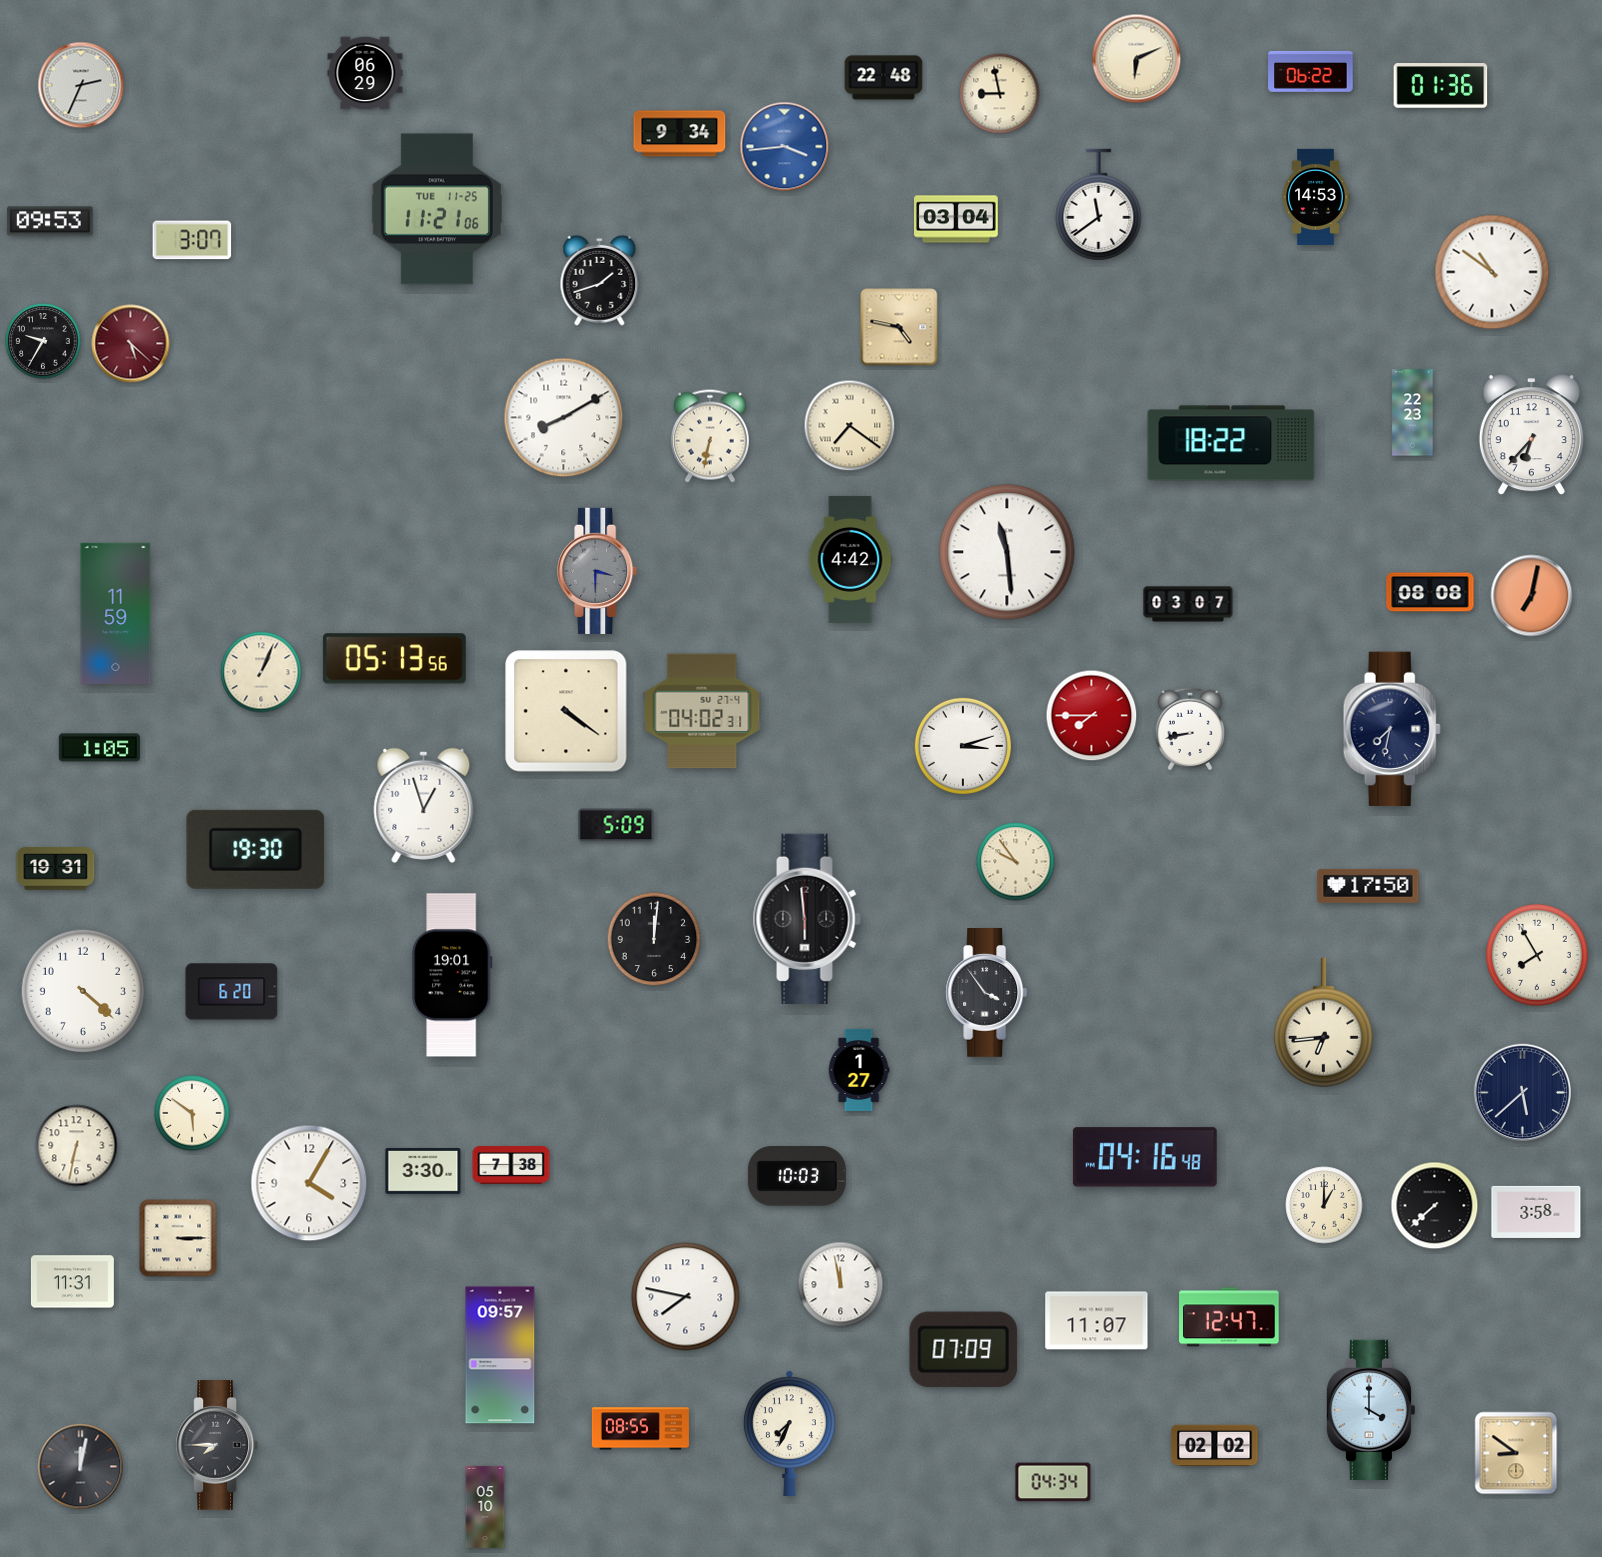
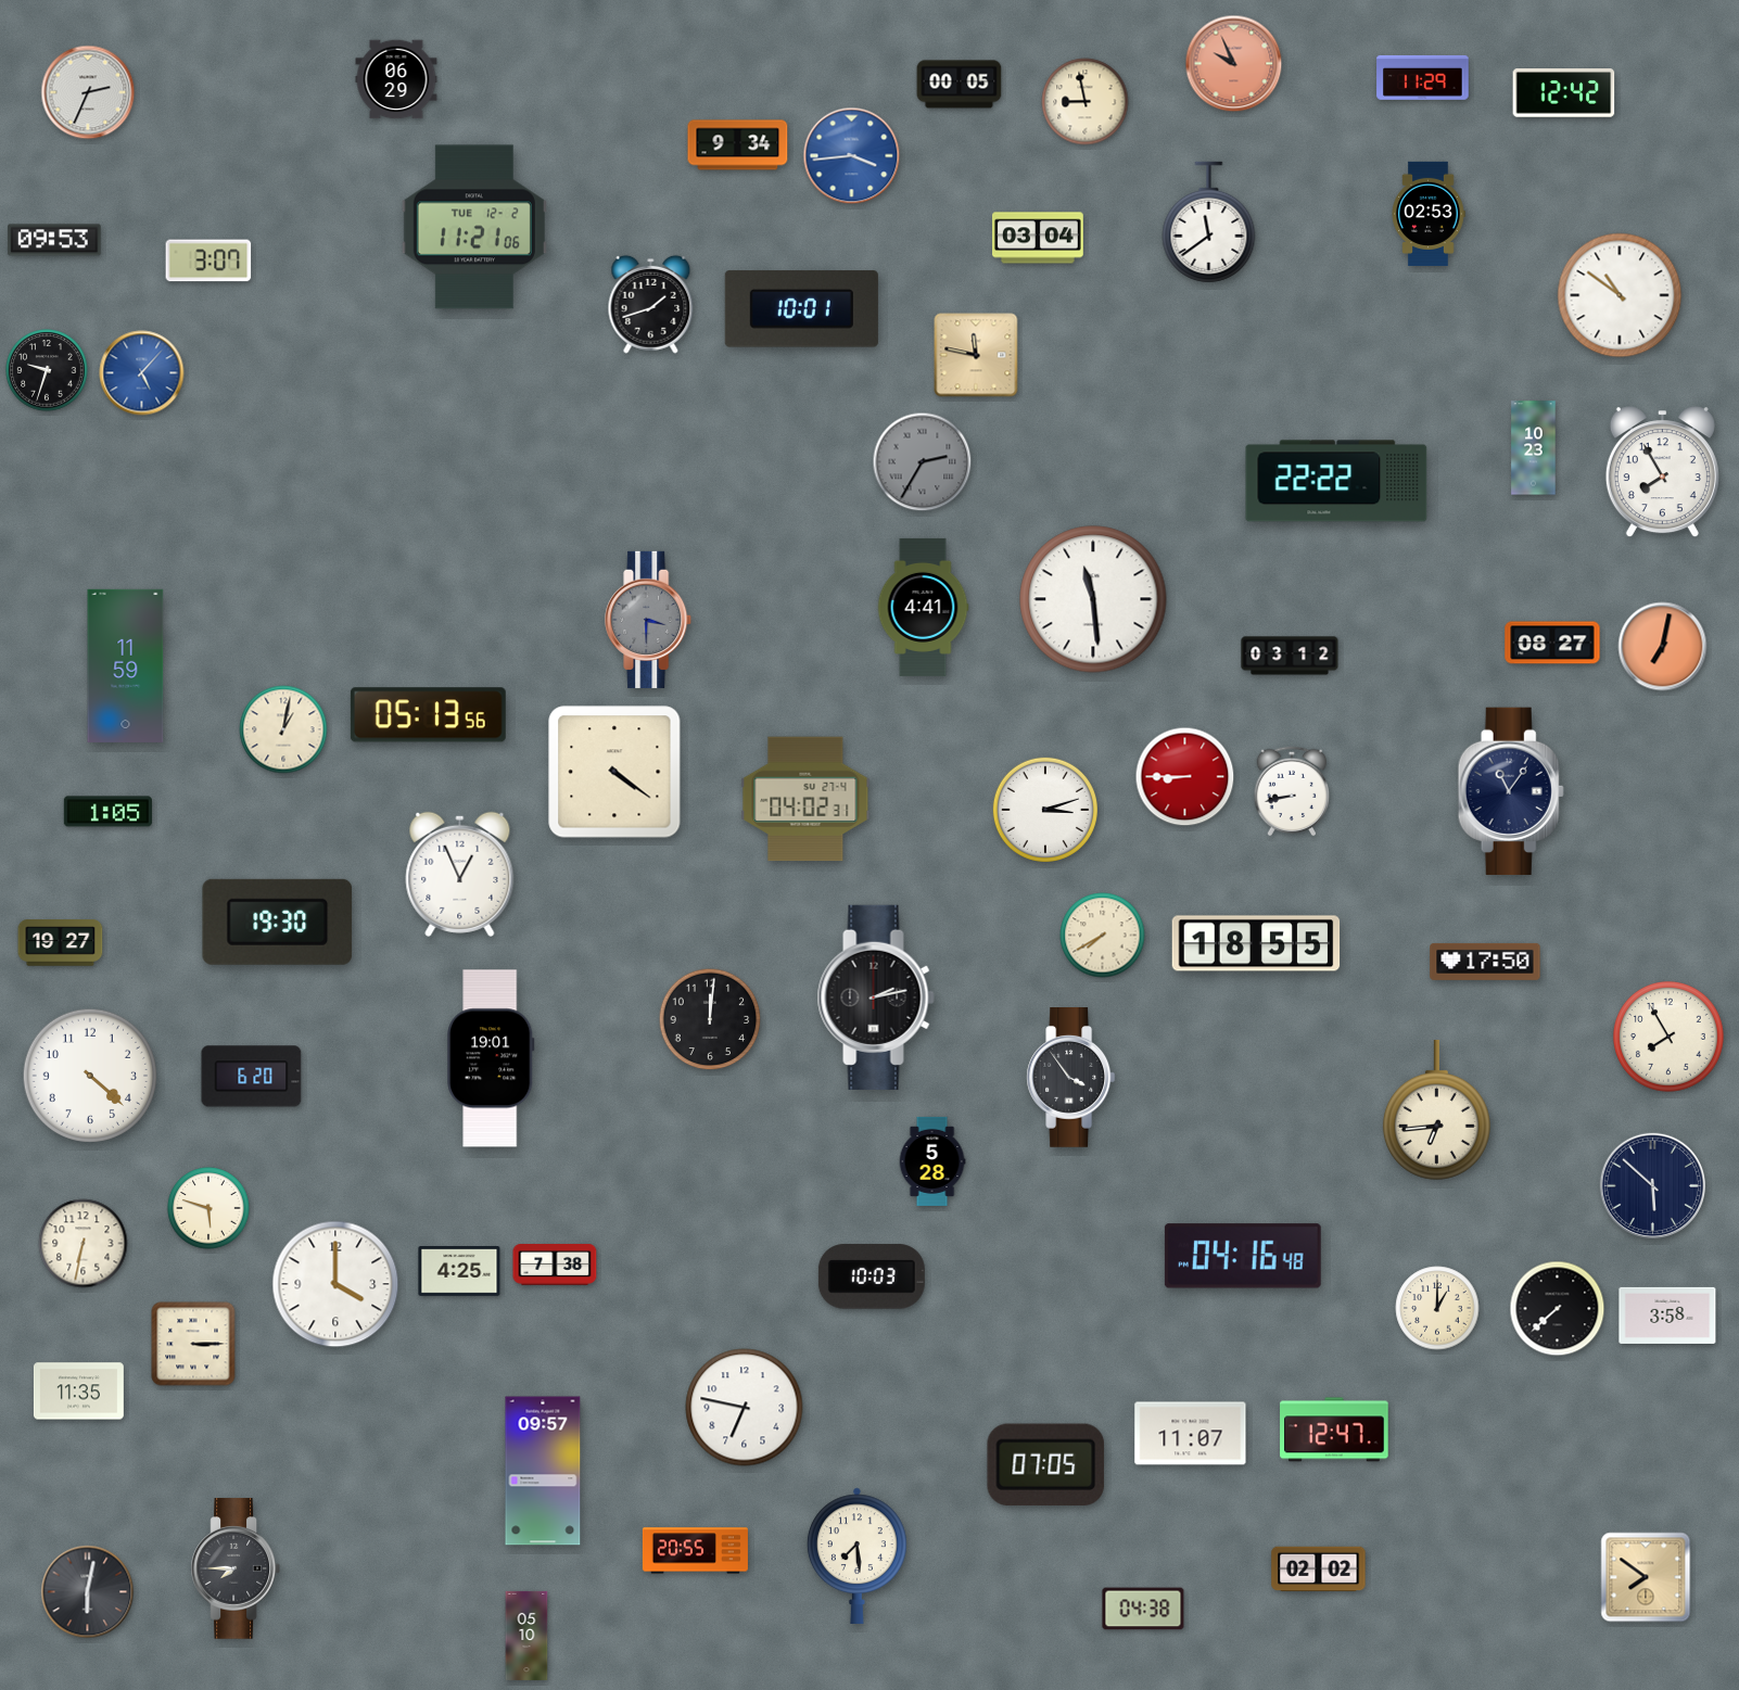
clock at (1137, 59): 6:11 -> 9:56
clock at (1137, 59) dial: cream -> salmon
clock at (1311, 71): 06:22 -> 11:29
clock at (884, 78): 22:48 -> 00:05
clock at (1441, 86): 01:36 -> 12:42
clock at (785, 147) position: (785, 147) -> (852, 156)
clock at (1316, 197): 14:53 -> 02:53
clock at (1099, 205) position: (1099, 205) -> (1209, 223)
clock at (437, 209) date: TUE 11-25 -> TUE 12-2
clock at (801, 309): none -> 10:01
clock at (899, 327): 4:47 -> 11:47
clock at (43, 341): 9:35 -> 9:33
clock at (131, 344): 5:22 -> 5:07
clock at (131, 344) dial: burgundy -> blue
clock at (1413, 413): 22:23 -> 10:23
clock at (564, 418): 8:10 -> none
clock at (850, 426): 7:21 -> 2:35
clock at (850, 426) dial: cream -> grey
clock at (1531, 435): 6:37 -> 7:55
clock at (710, 436): 6:32 -> none
clock at (1231, 443): 18:22 -> 22:22
clock at (850, 559): 4:42 -> 4:41
clock at (1430, 592): 08:08 -> 08:27
clock at (1188, 604): 03:07 -> 03:12
clock at (261, 672): 1:04 -> 1:02
clock at (702, 711) position: (702, 711) -> (805, 799)
clock at (1092, 716): 7:45 -> 8:45
clock at (1392, 729): 7:32 -> 11:06
clock at (424, 805): 12:57 -> 12:56
clock at (616, 825): 5:09 -> none
clock at (1016, 862): 9:54 -> 7:40
clock at (56, 869): 19:31 -> 19:27
clock at (1256, 943): none -> 18:55
clock at (807, 919): 5:59 -> 2:13
clock at (859, 1070): 1:27 -> 5:28
clock at (1522, 1092): 5:38 -> 5:52
clock at (192, 1113): 5:51 -> 5:48
clock at (423, 1172): 3:30 -> 4:25
clock at (797, 1176) position: (797, 1176) -> (872, 1276)
clock at (309, 1183): 4:05 -> 4:00
clock at (72, 1282): 11:31 -> 11:35
clock at (841, 1285): 11:58 -> none
clock at (686, 1297): 7:47 -> 6:47
clock at (964, 1349): 07:09 -> 07:05
clock at (1371, 1409): 4:00 -> none
clock at (640, 1429): 08:55 -> 20:55
clock at (789, 1433): 7:34 -> 7:29
clock at (1516, 1453): 8:51 -> 7:51
clock at (81, 1467): 12:02 -> 6:02
clock at (1053, 1482): 04:34 -> 04:38
